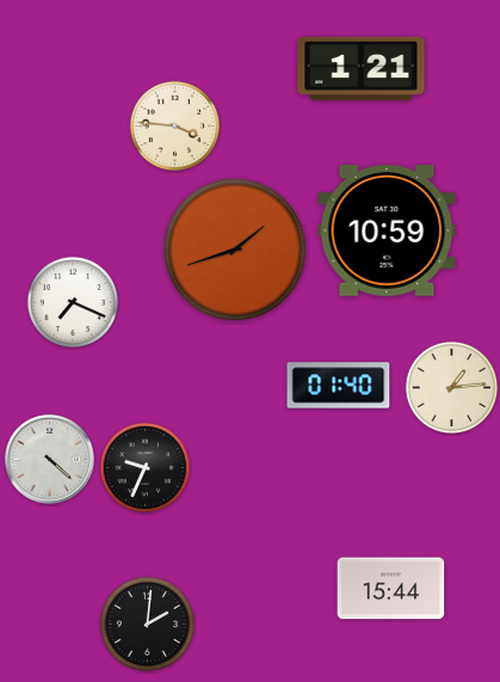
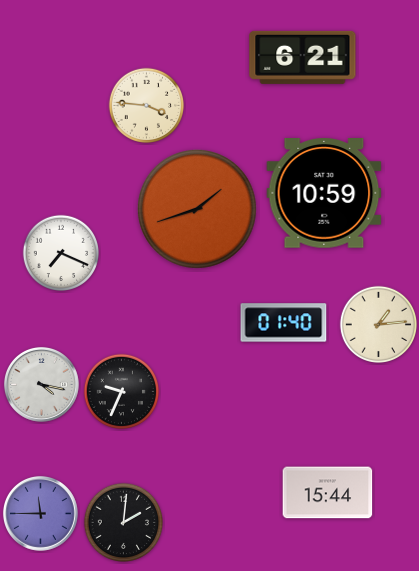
clock at (362, 68): 1:21 -> 6:21
clock at (49, 459): 4:22 -> 4:17
clock at (40, 513): none -> 11:45
